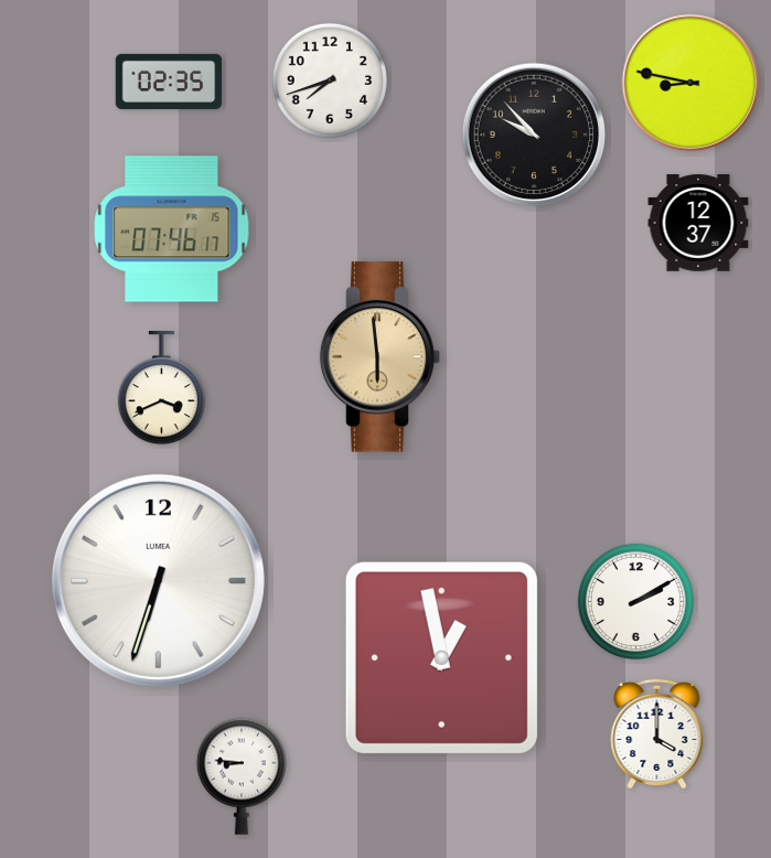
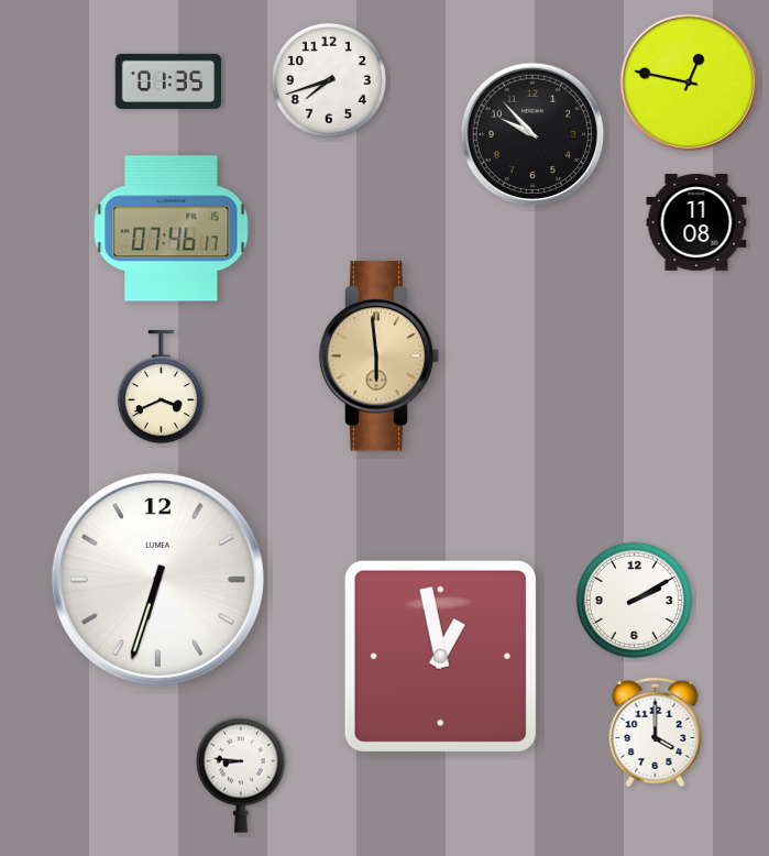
clock at (169, 82): 02:35 -> 01:35
clock at (690, 83): 8:47 -> 12:47
clock at (698, 223): 12:37 -> 11:08
